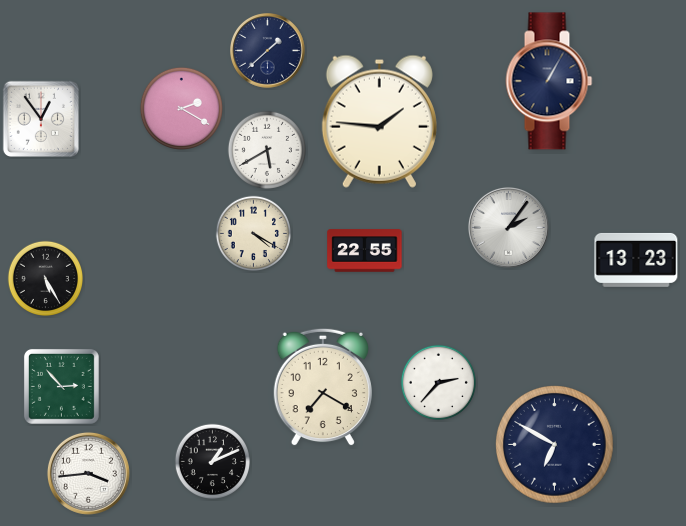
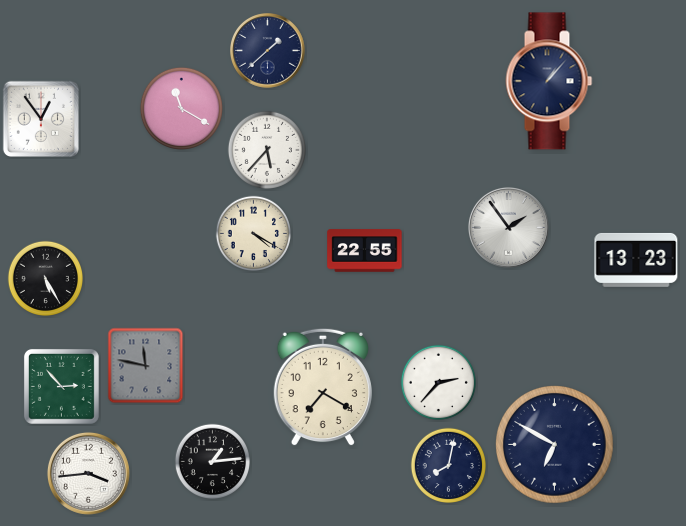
clock at (549, 81): 1:05 -> 1:07
clock at (181, 108): 2:20 -> 11:20
clock at (379, 121): 1:46 -> none
clock at (267, 150): 5:40 -> 5:37
clock at (508, 227): 2:06 -> 1:54
clock at (146, 366): none -> 11:47
clock at (212, 461): 1:11 -> 1:14
clock at (448, 465): none -> 8:02
